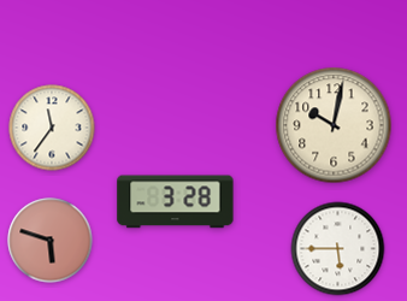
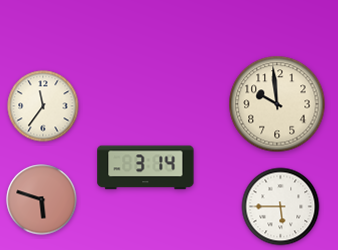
clock at (334, 125): 10:02 -> 9:59
clock at (176, 202): 3:28 -> 3:14
